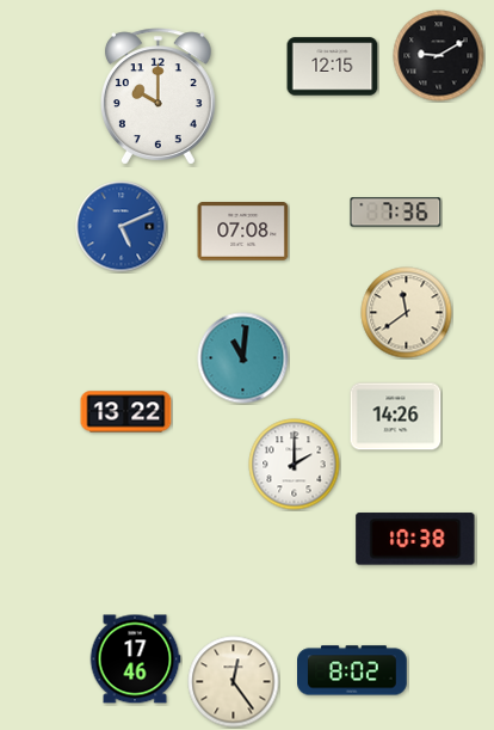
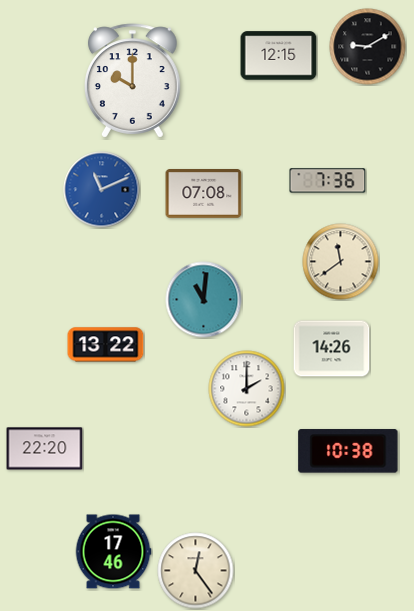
clock at (396, 213) position: (396, 213) -> (328, 181)
clock at (122, 227): 5:11 -> 11:11
clock at (45, 449): none -> 22:20
clock at (353, 670): 8:02 -> none
